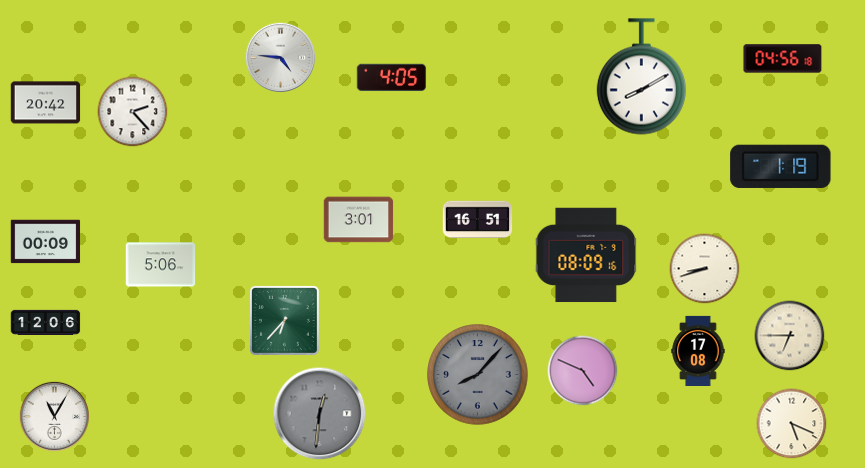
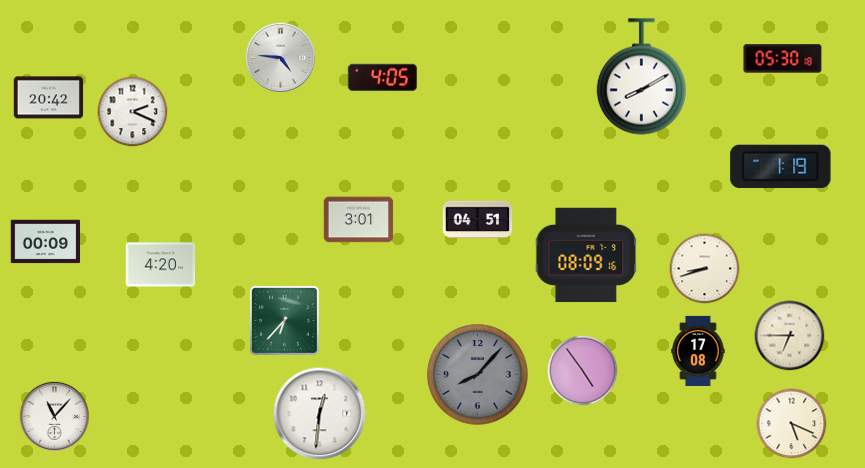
clock at (783, 59): 04:56 -> 05:30
clock at (392, 78) position: (392, 78) -> (383, 78)
clock at (46, 103) position: (46, 103) -> (49, 98)
clock at (133, 112): 2:23 -> 2:19
clock at (478, 220): 16:51 -> 04:51
clock at (161, 265): 5:06 -> 4:20
clock at (46, 322): 12:06 -> none
clock at (583, 371): 4:49 -> 4:54
clock at (320, 414) dial: grey -> white
clock at (54, 416): 11:05 -> 11:07
